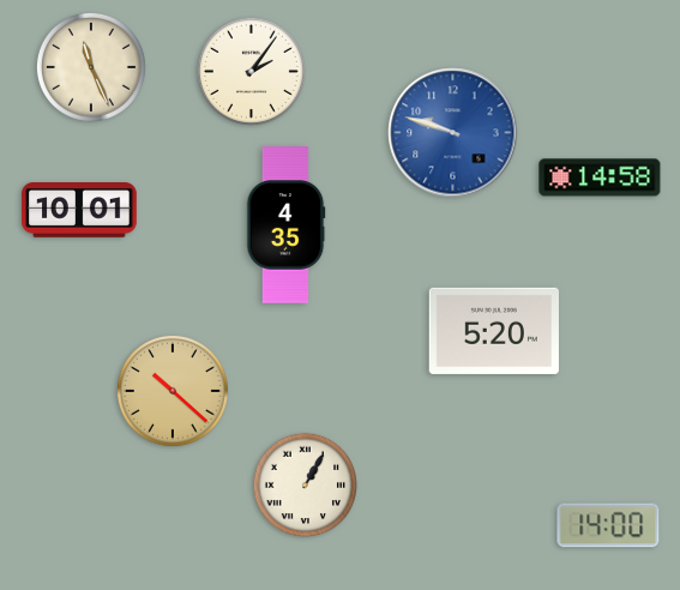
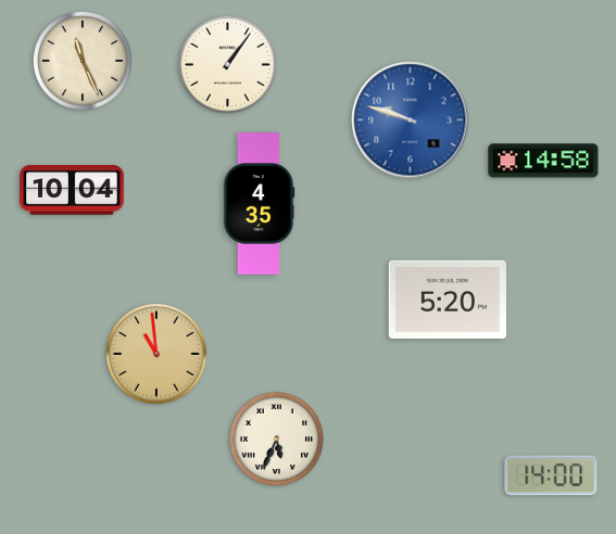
clock at (251, 71): 2:06 -> 1:06
clock at (79, 211): 10:01 -> 10:04
clock at (173, 391): 10:22 -> 10:59
clock at (305, 484): 1:05 -> 5:34
